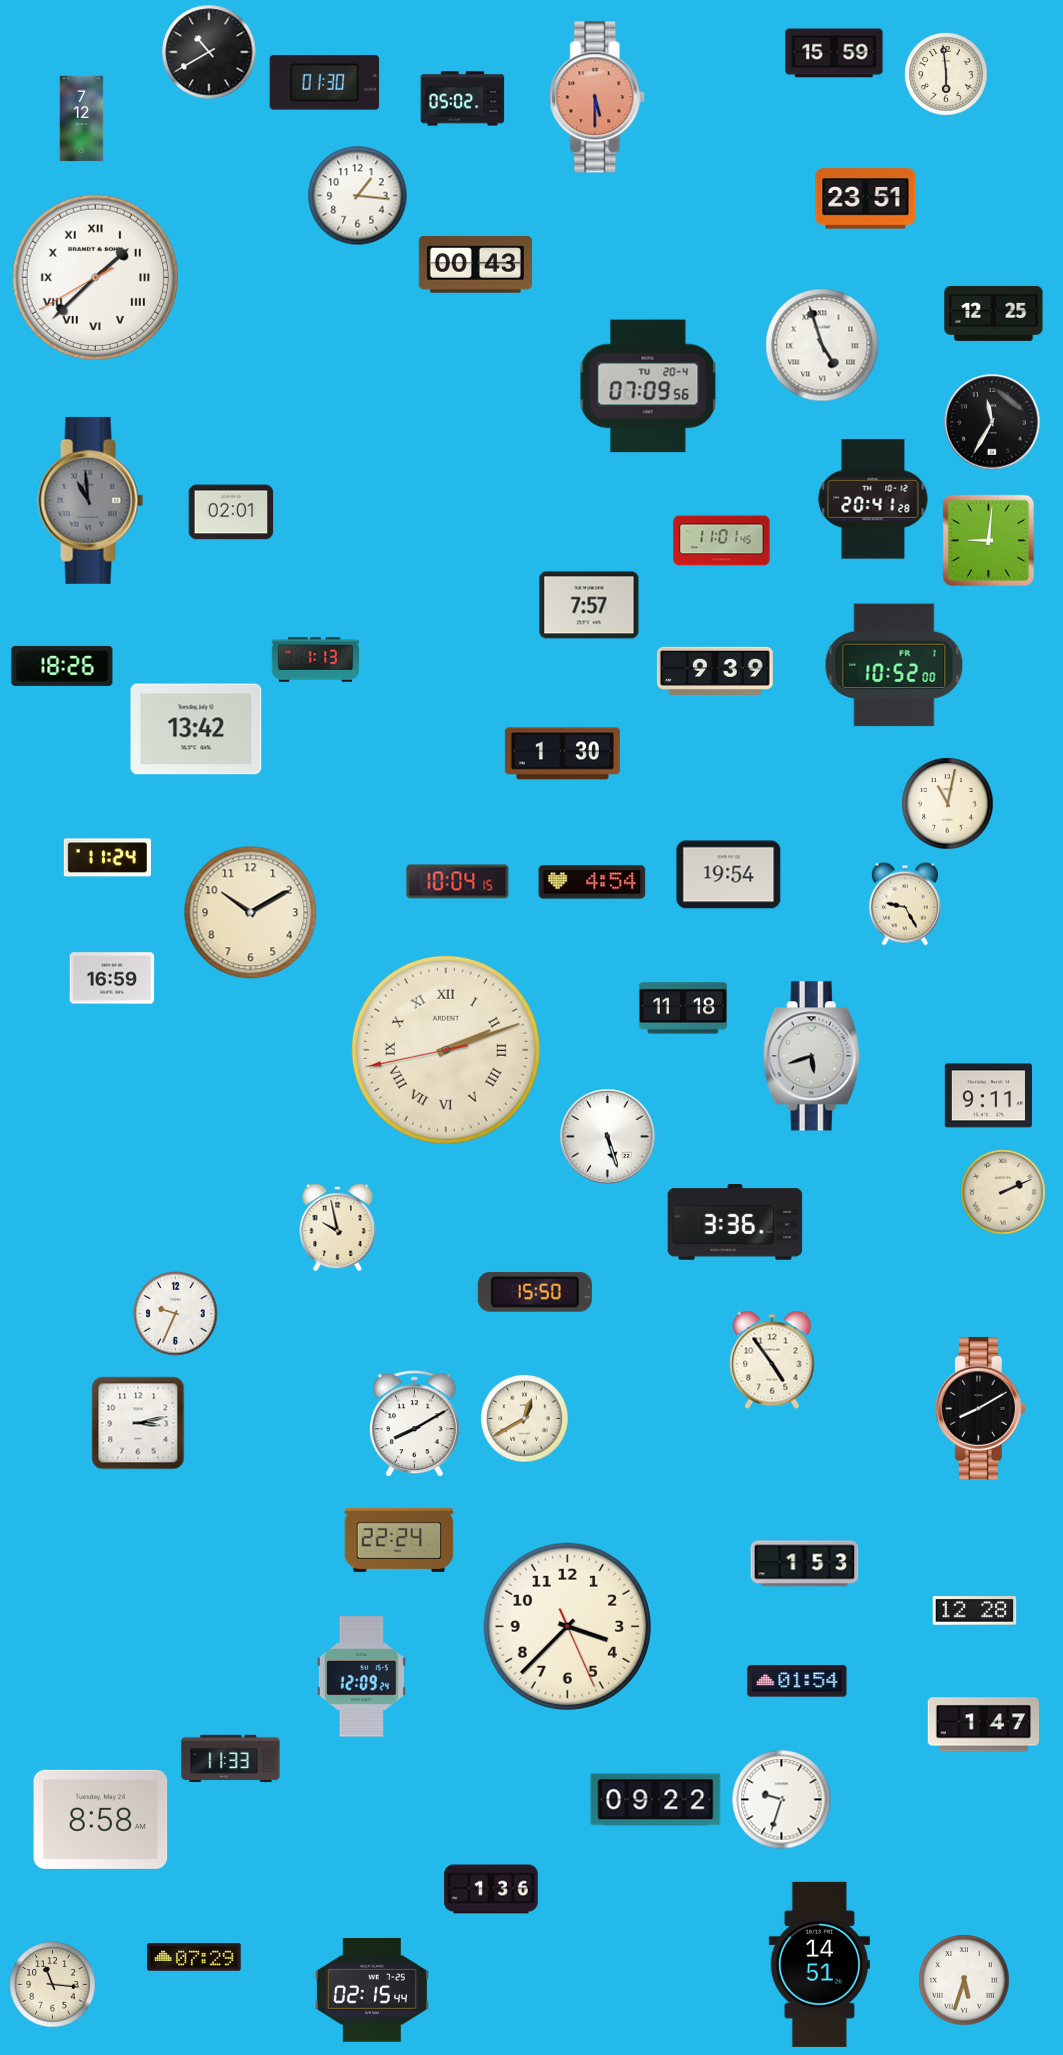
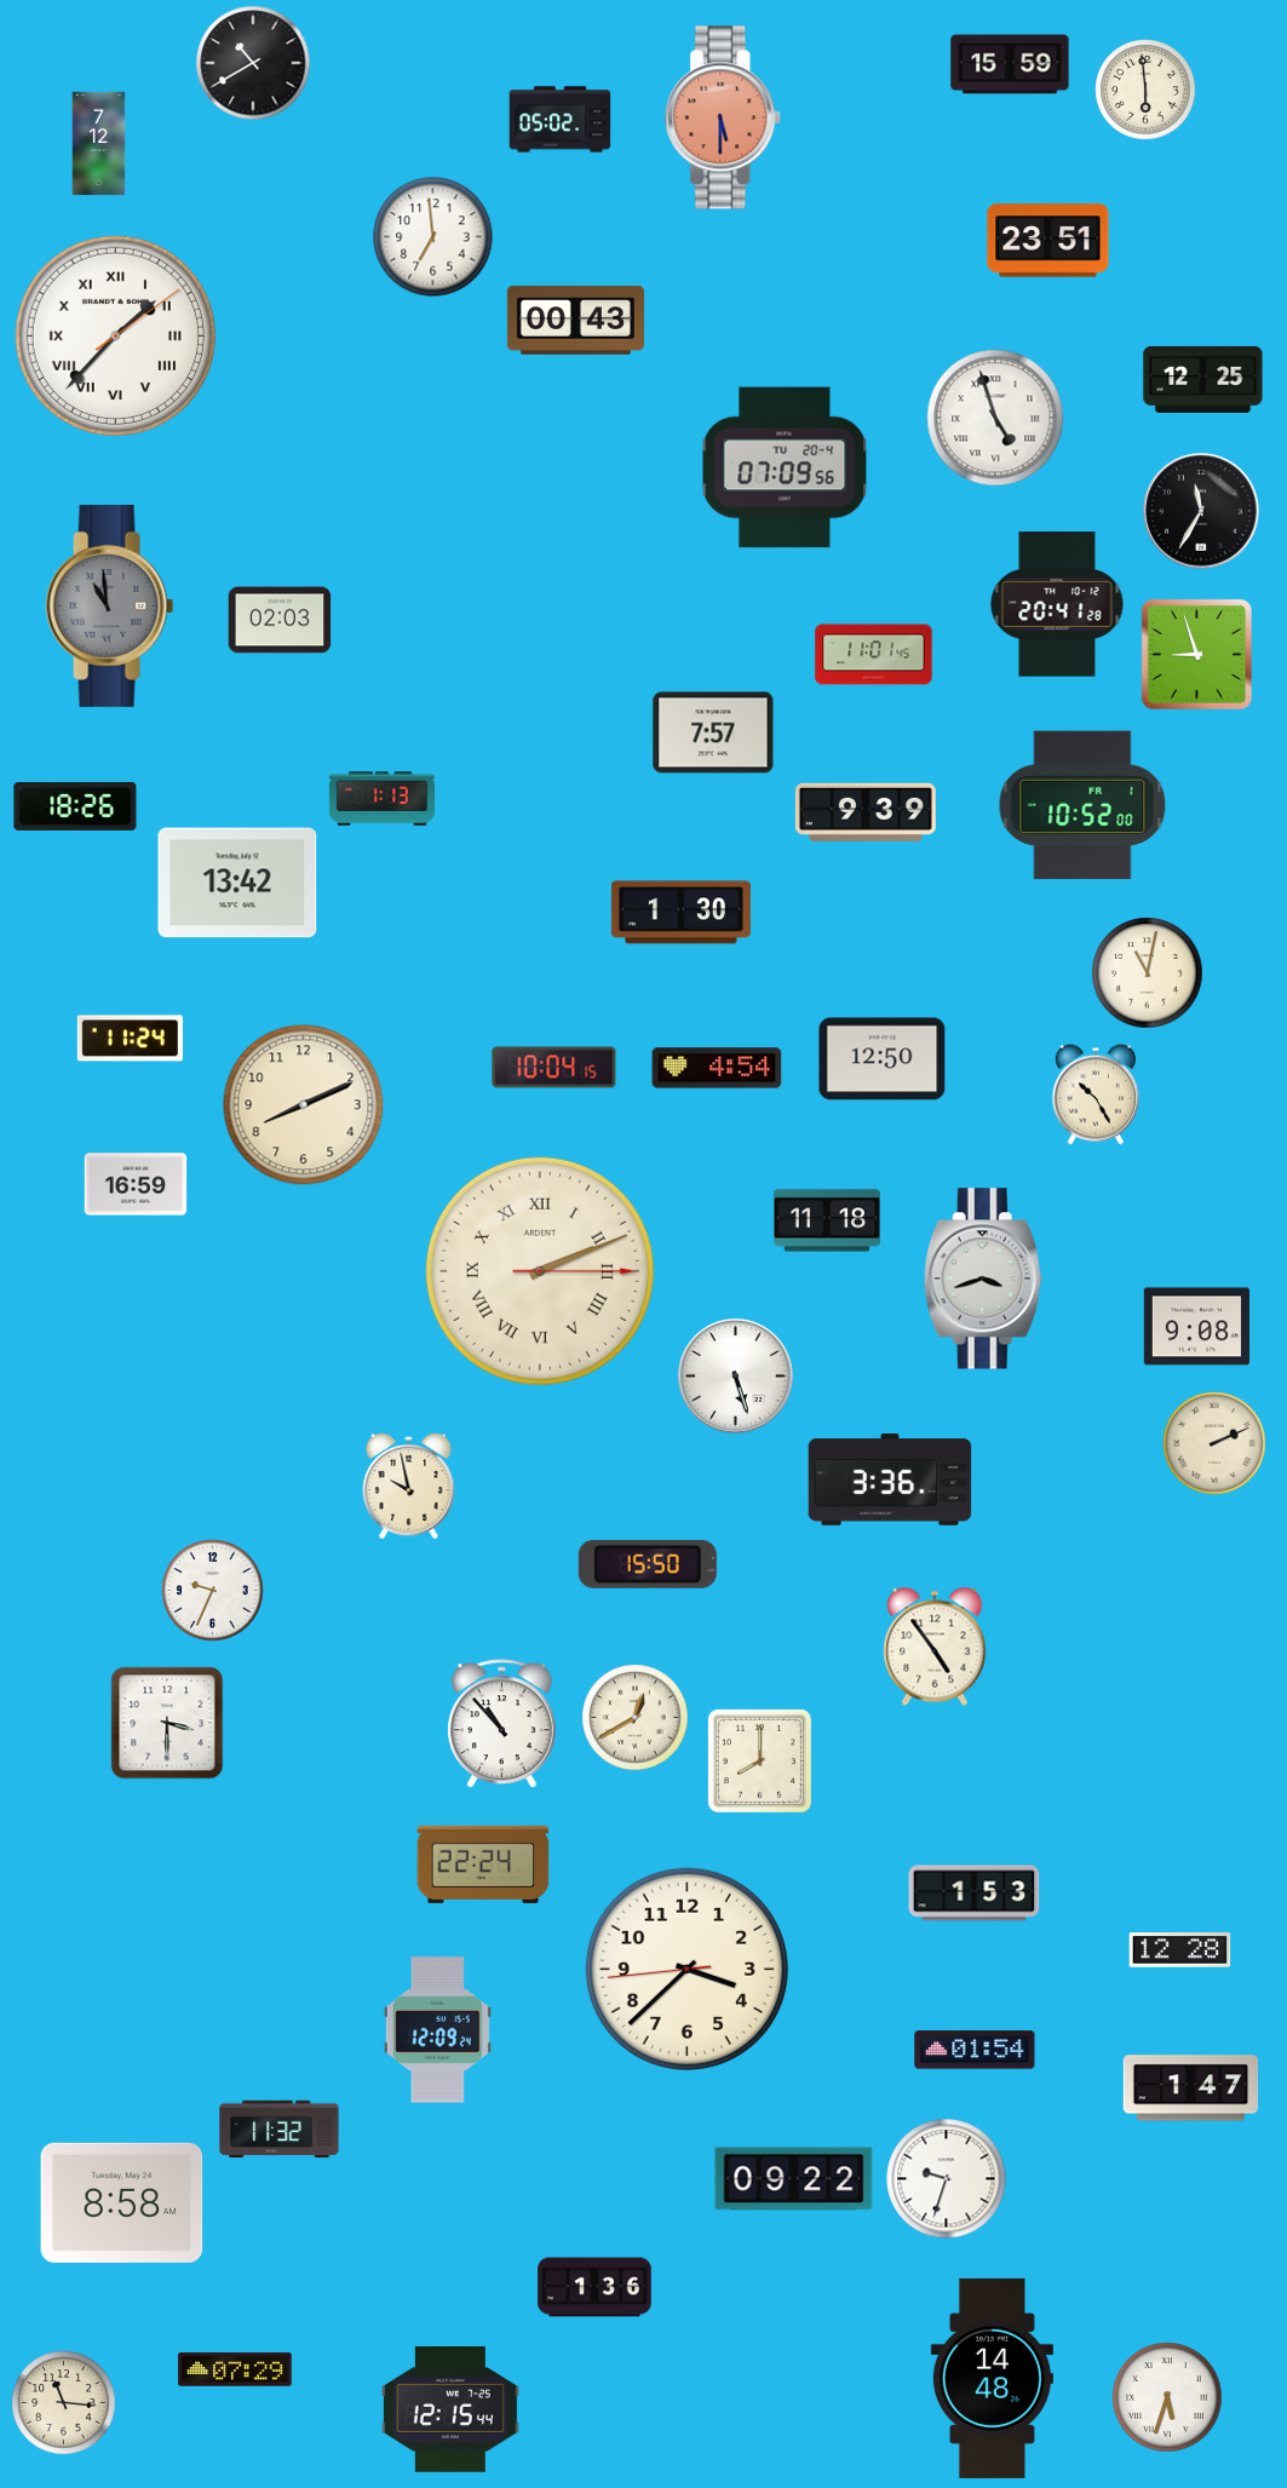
clock at (325, 83): 01:30 -> none
clock at (358, 196): 1:16 -> 6:59
clock at (95, 277): 1:37:40 -> 1:37:09
clock at (231, 512): 02:01 -> 02:03
clock at (988, 540): 9:01 -> 8:57
clock at (729, 875): 19:54 -> 12:50
clock at (905, 904): 9:25 -> 10:25
clock at (251, 913): 10:10 -> 8:11
clock at (446, 1050): 2:11:43 -> 2:11:15
clock at (812, 1056): 5:42 -> 3:42
clock at (988, 1096): 9:11 -> 9:08
clock at (980, 1408): 8:10 -> none
clock at (138, 1423): 3:13 -> 3:30
clock at (415, 1424): 8:10 -> 10:53
clock at (759, 1760): none -> 8:00
clock at (567, 1626): 3:37:26 -> 3:37:44
clock at (797, 1681) position: (797, 1681) -> (975, 2050)
clock at (231, 1759): 11:33 -> 11:32
clock at (819, 1964): 14:51 -> 14:48
clock at (372, 1991): 02:15 -> 12:15
